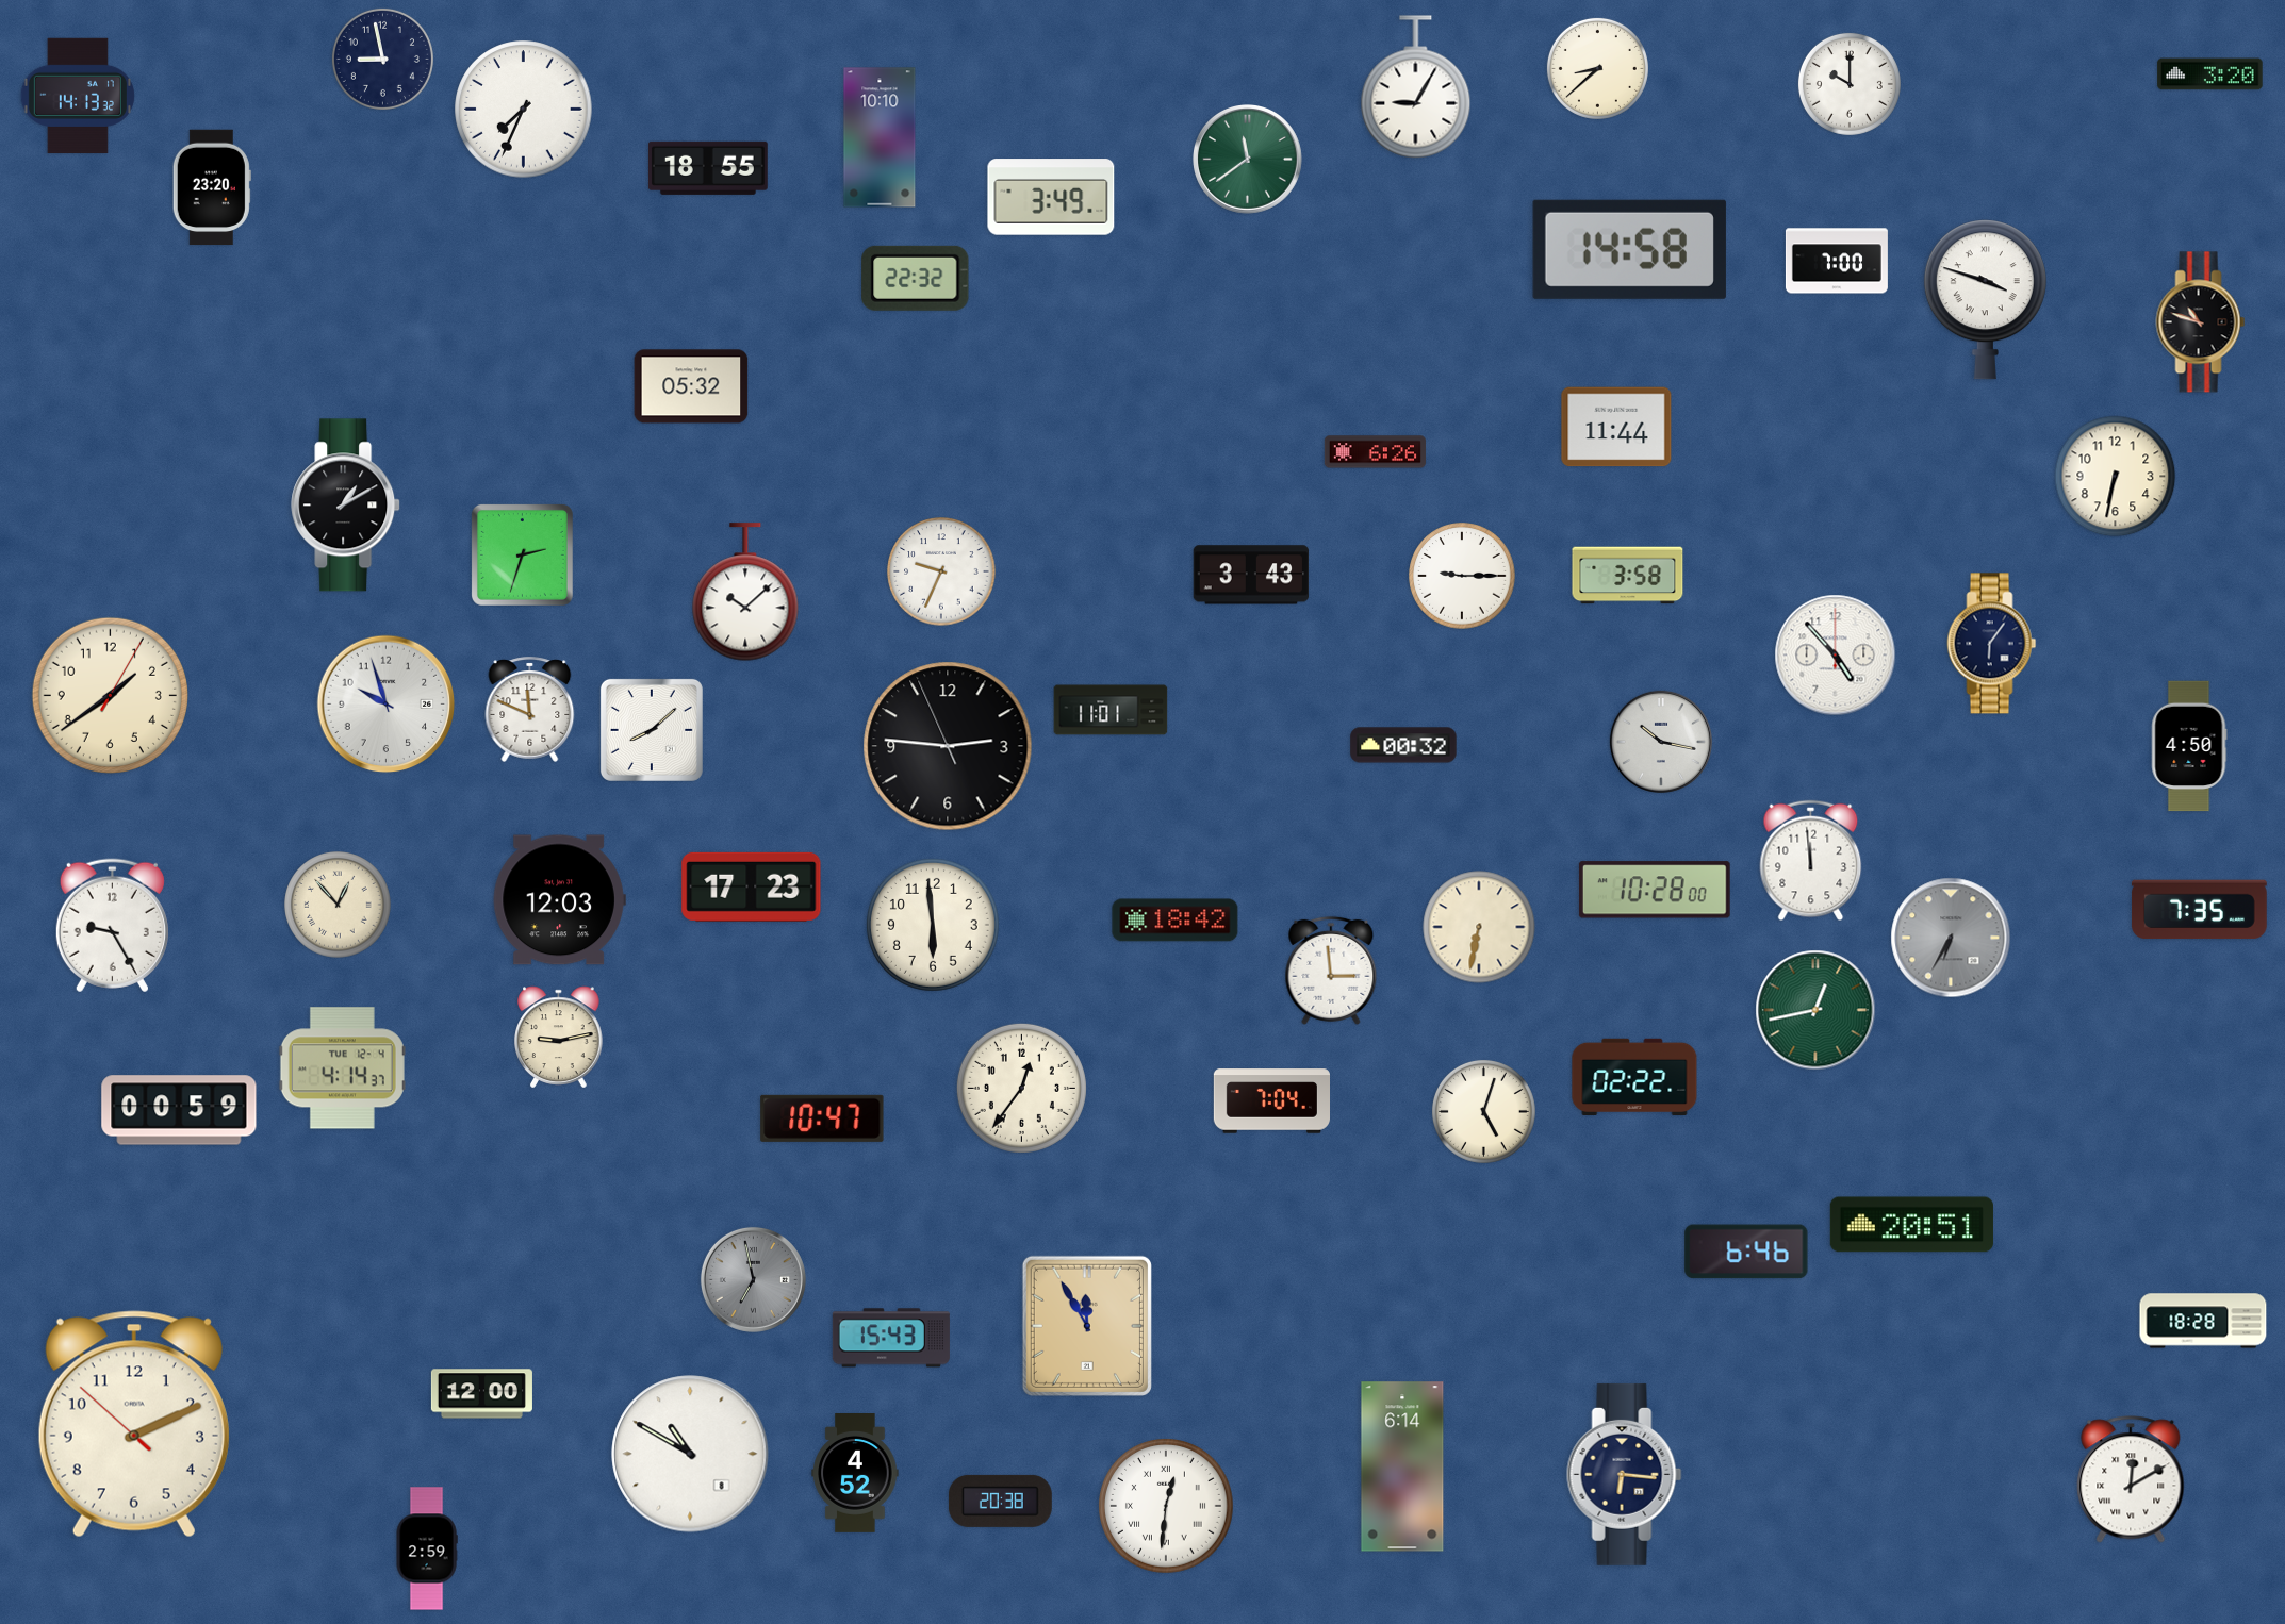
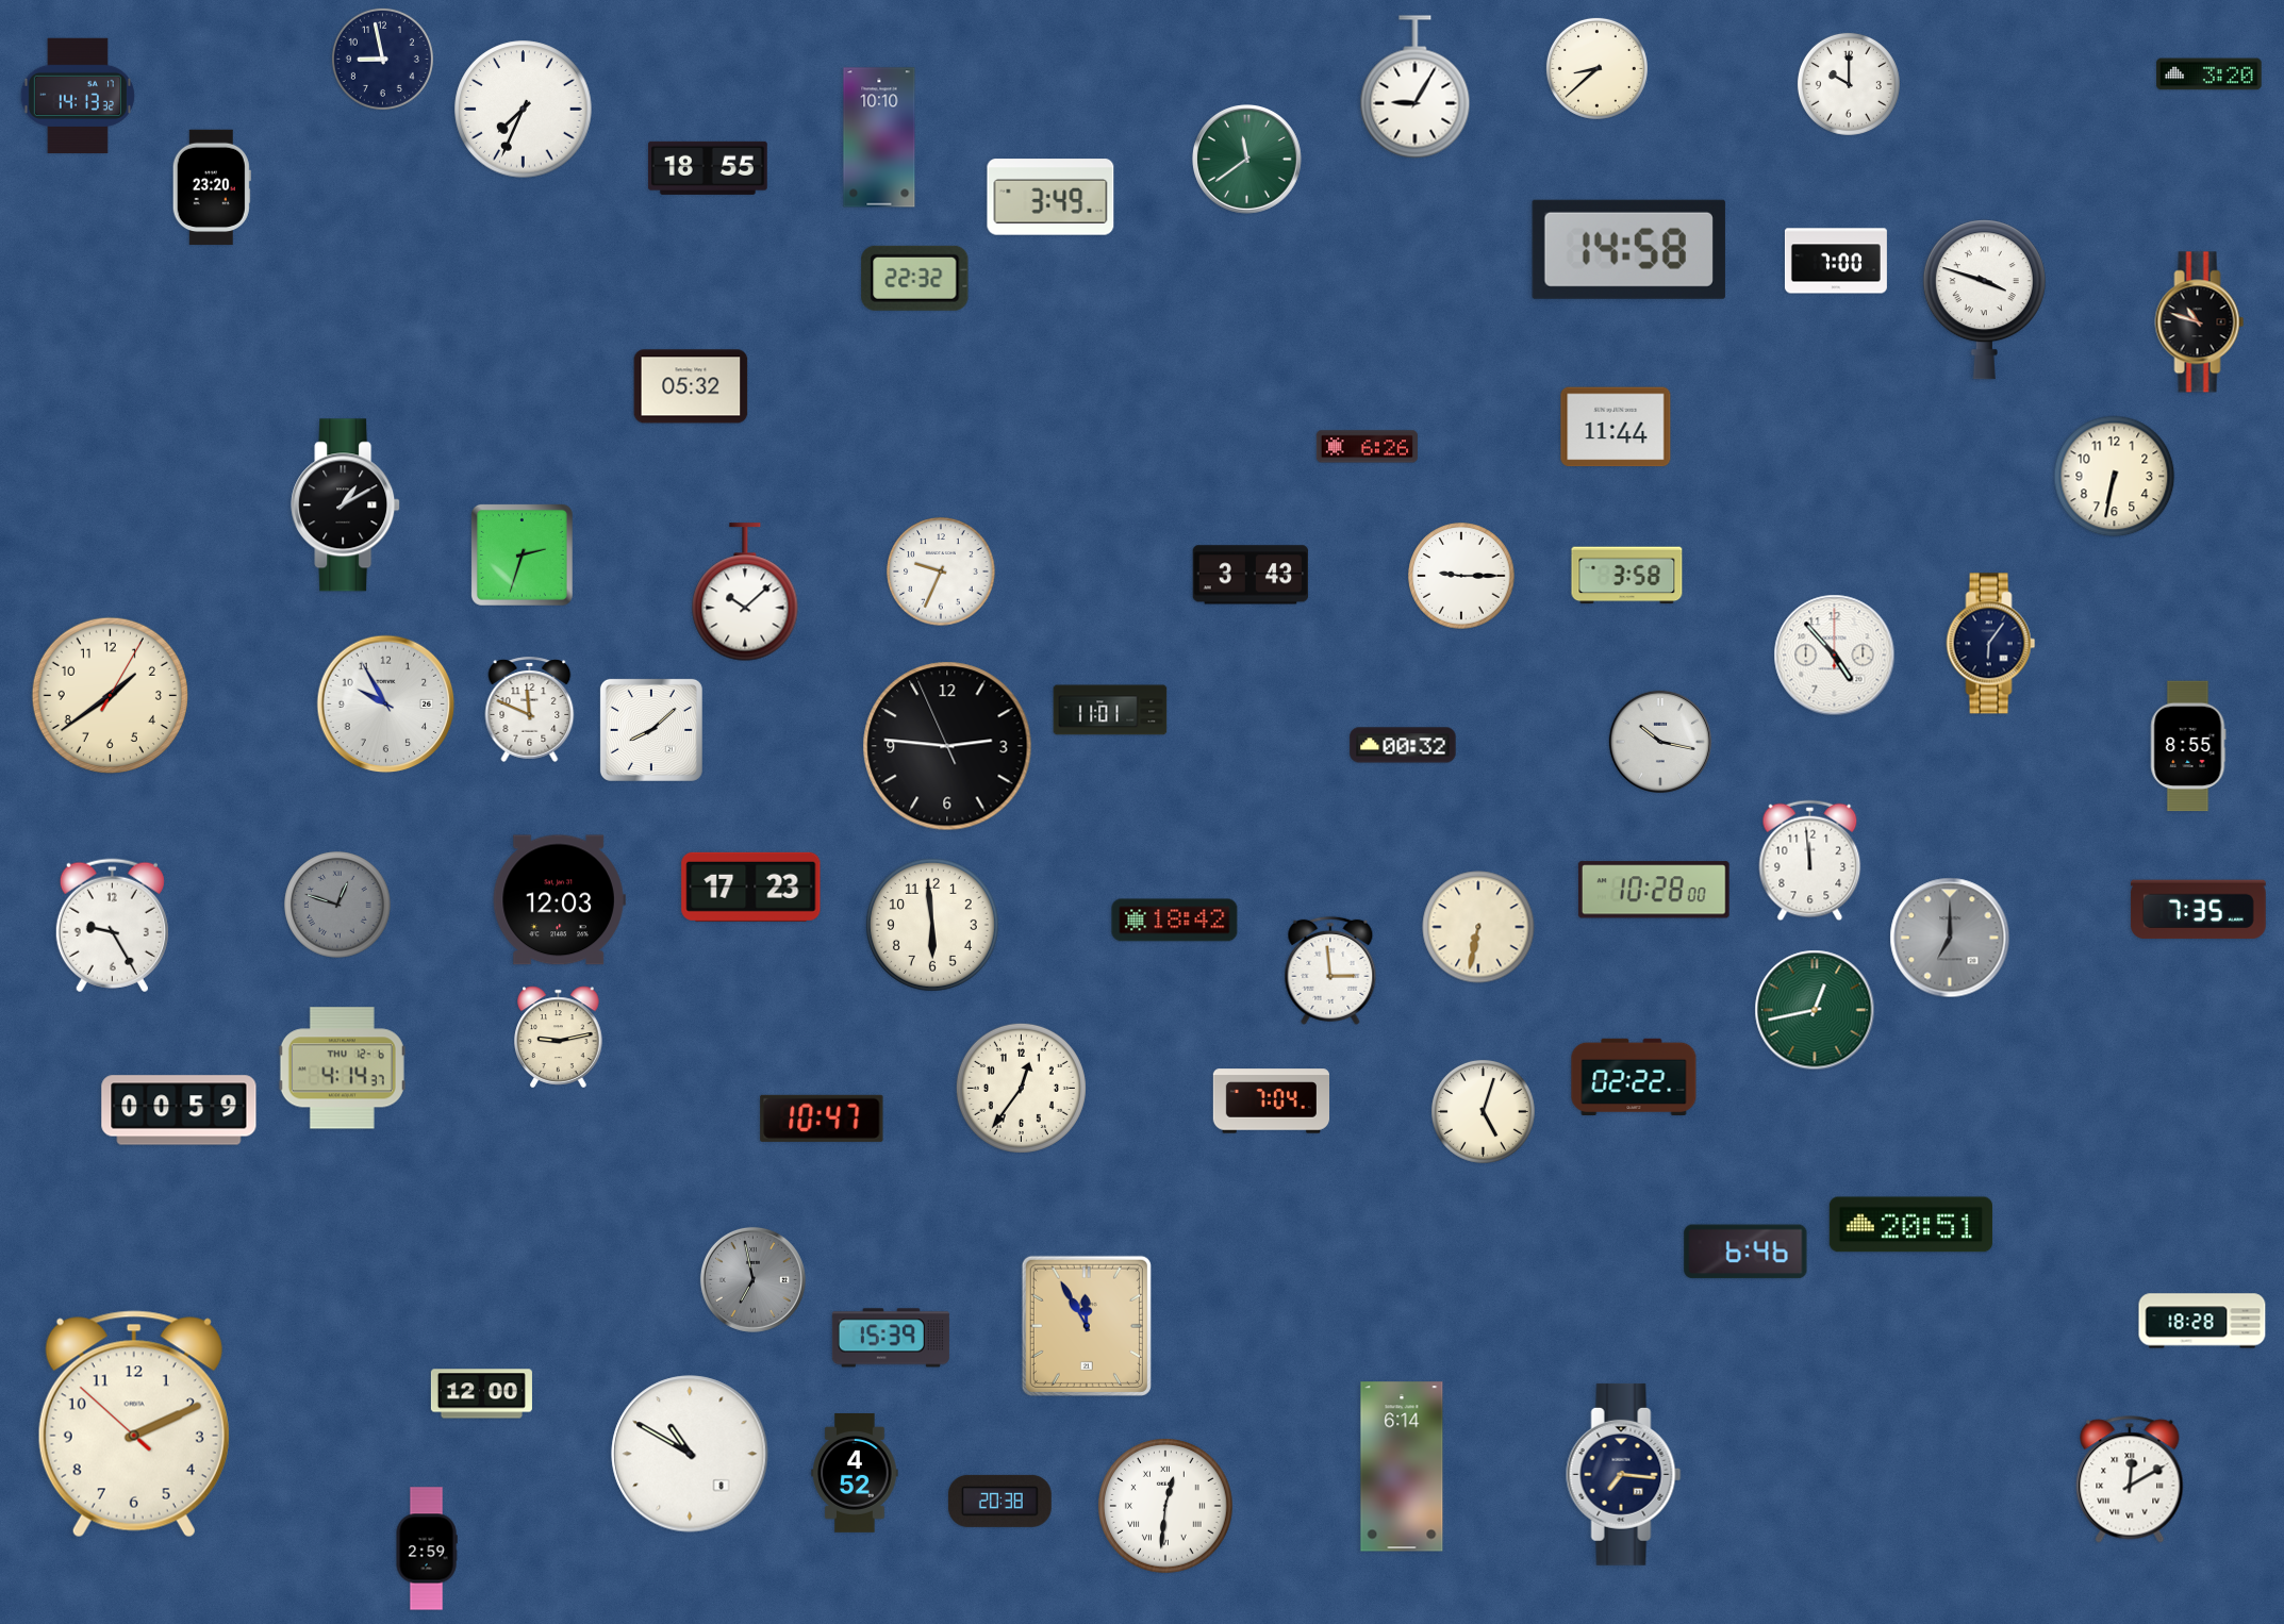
clock at (1375, 452) position: (1375, 452) -> (1367, 447)
clock at (387, 705): 9:57 -> 9:55
clock at (2189, 746): 4:50 -> 8:55
clock at (338, 905): 12:53 -> 12:48
clock at (338, 905) dial: cream -> grey
clock at (1951, 938): 6:35 -> 7:00
clock at (342, 1068) date: TUE 12-4 -> THU 12-6
clock at (891, 1338): 15:43 -> 15:39
clock at (1625, 1474): 6:16 -> 7:16
